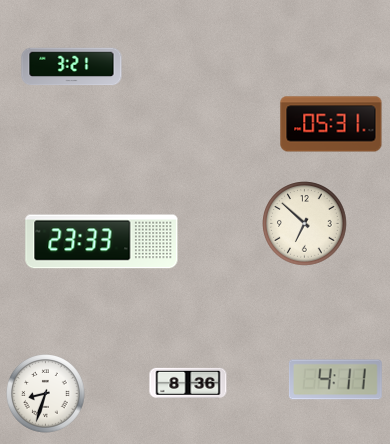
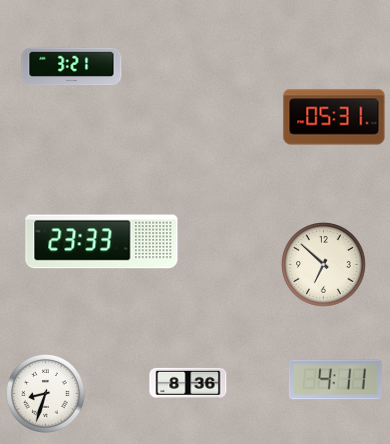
clock at (331, 124) position: (331, 124) -> (334, 117)
clock at (305, 224) position: (305, 224) -> (324, 265)
